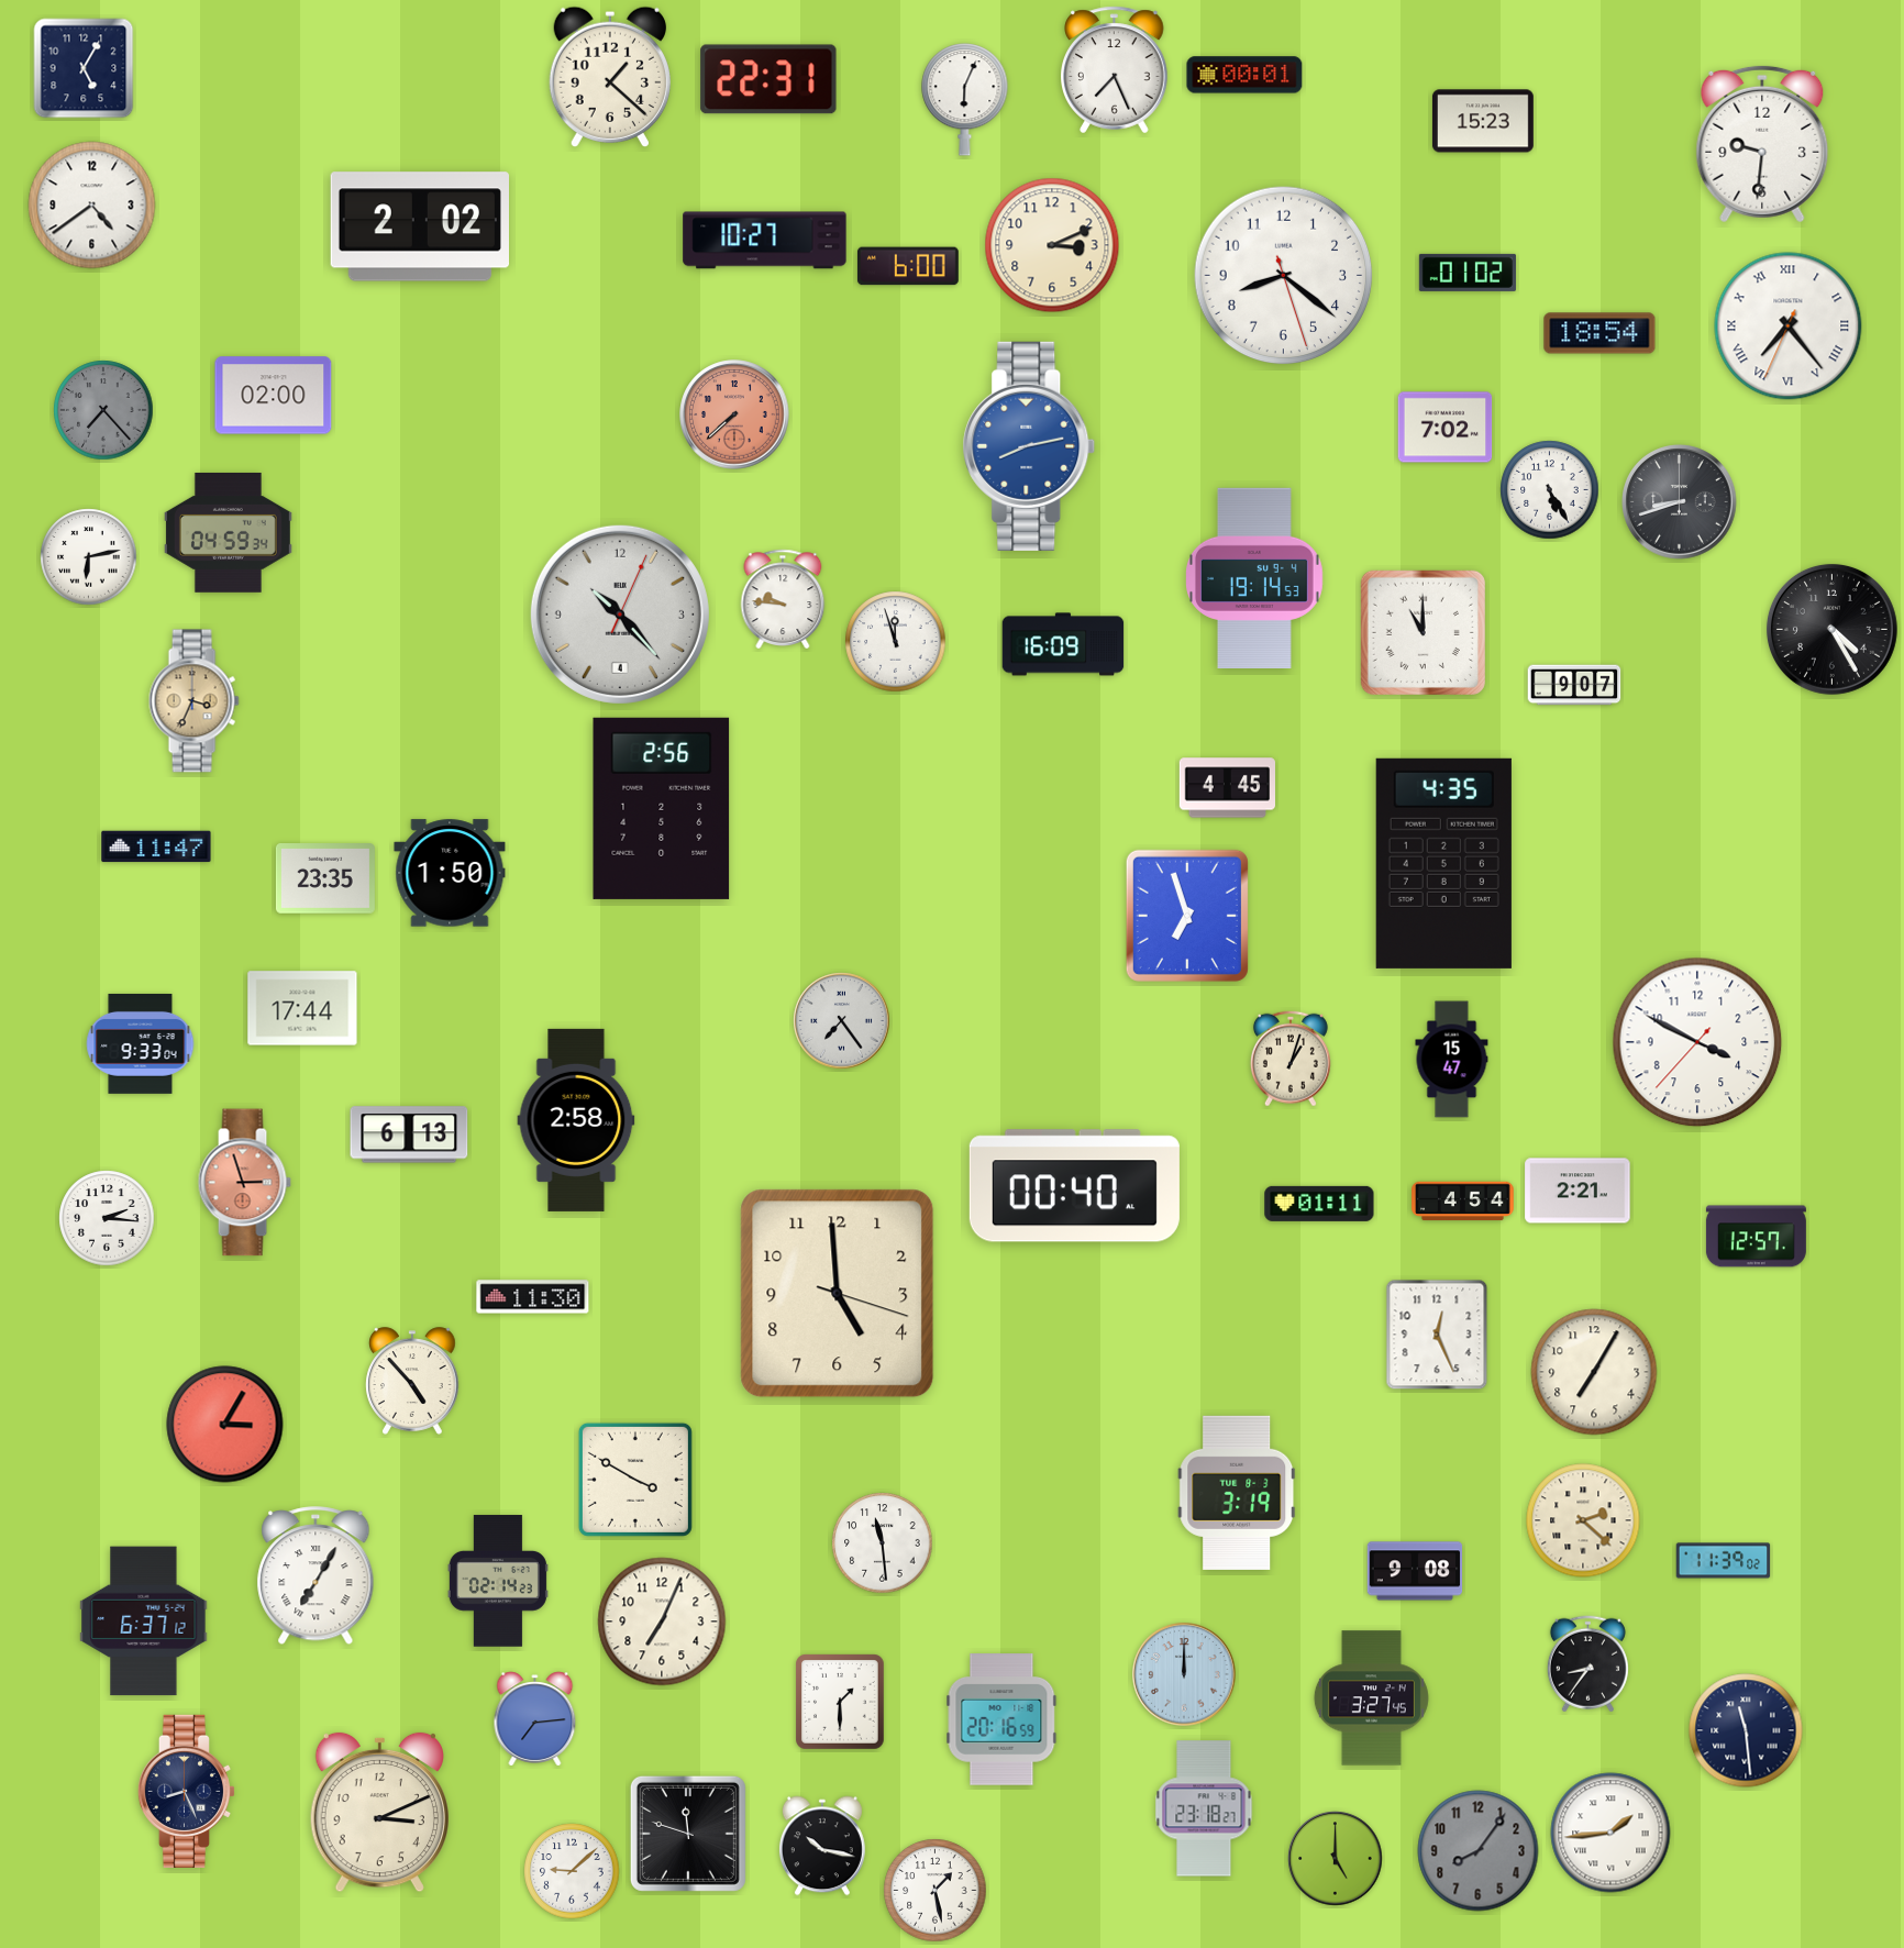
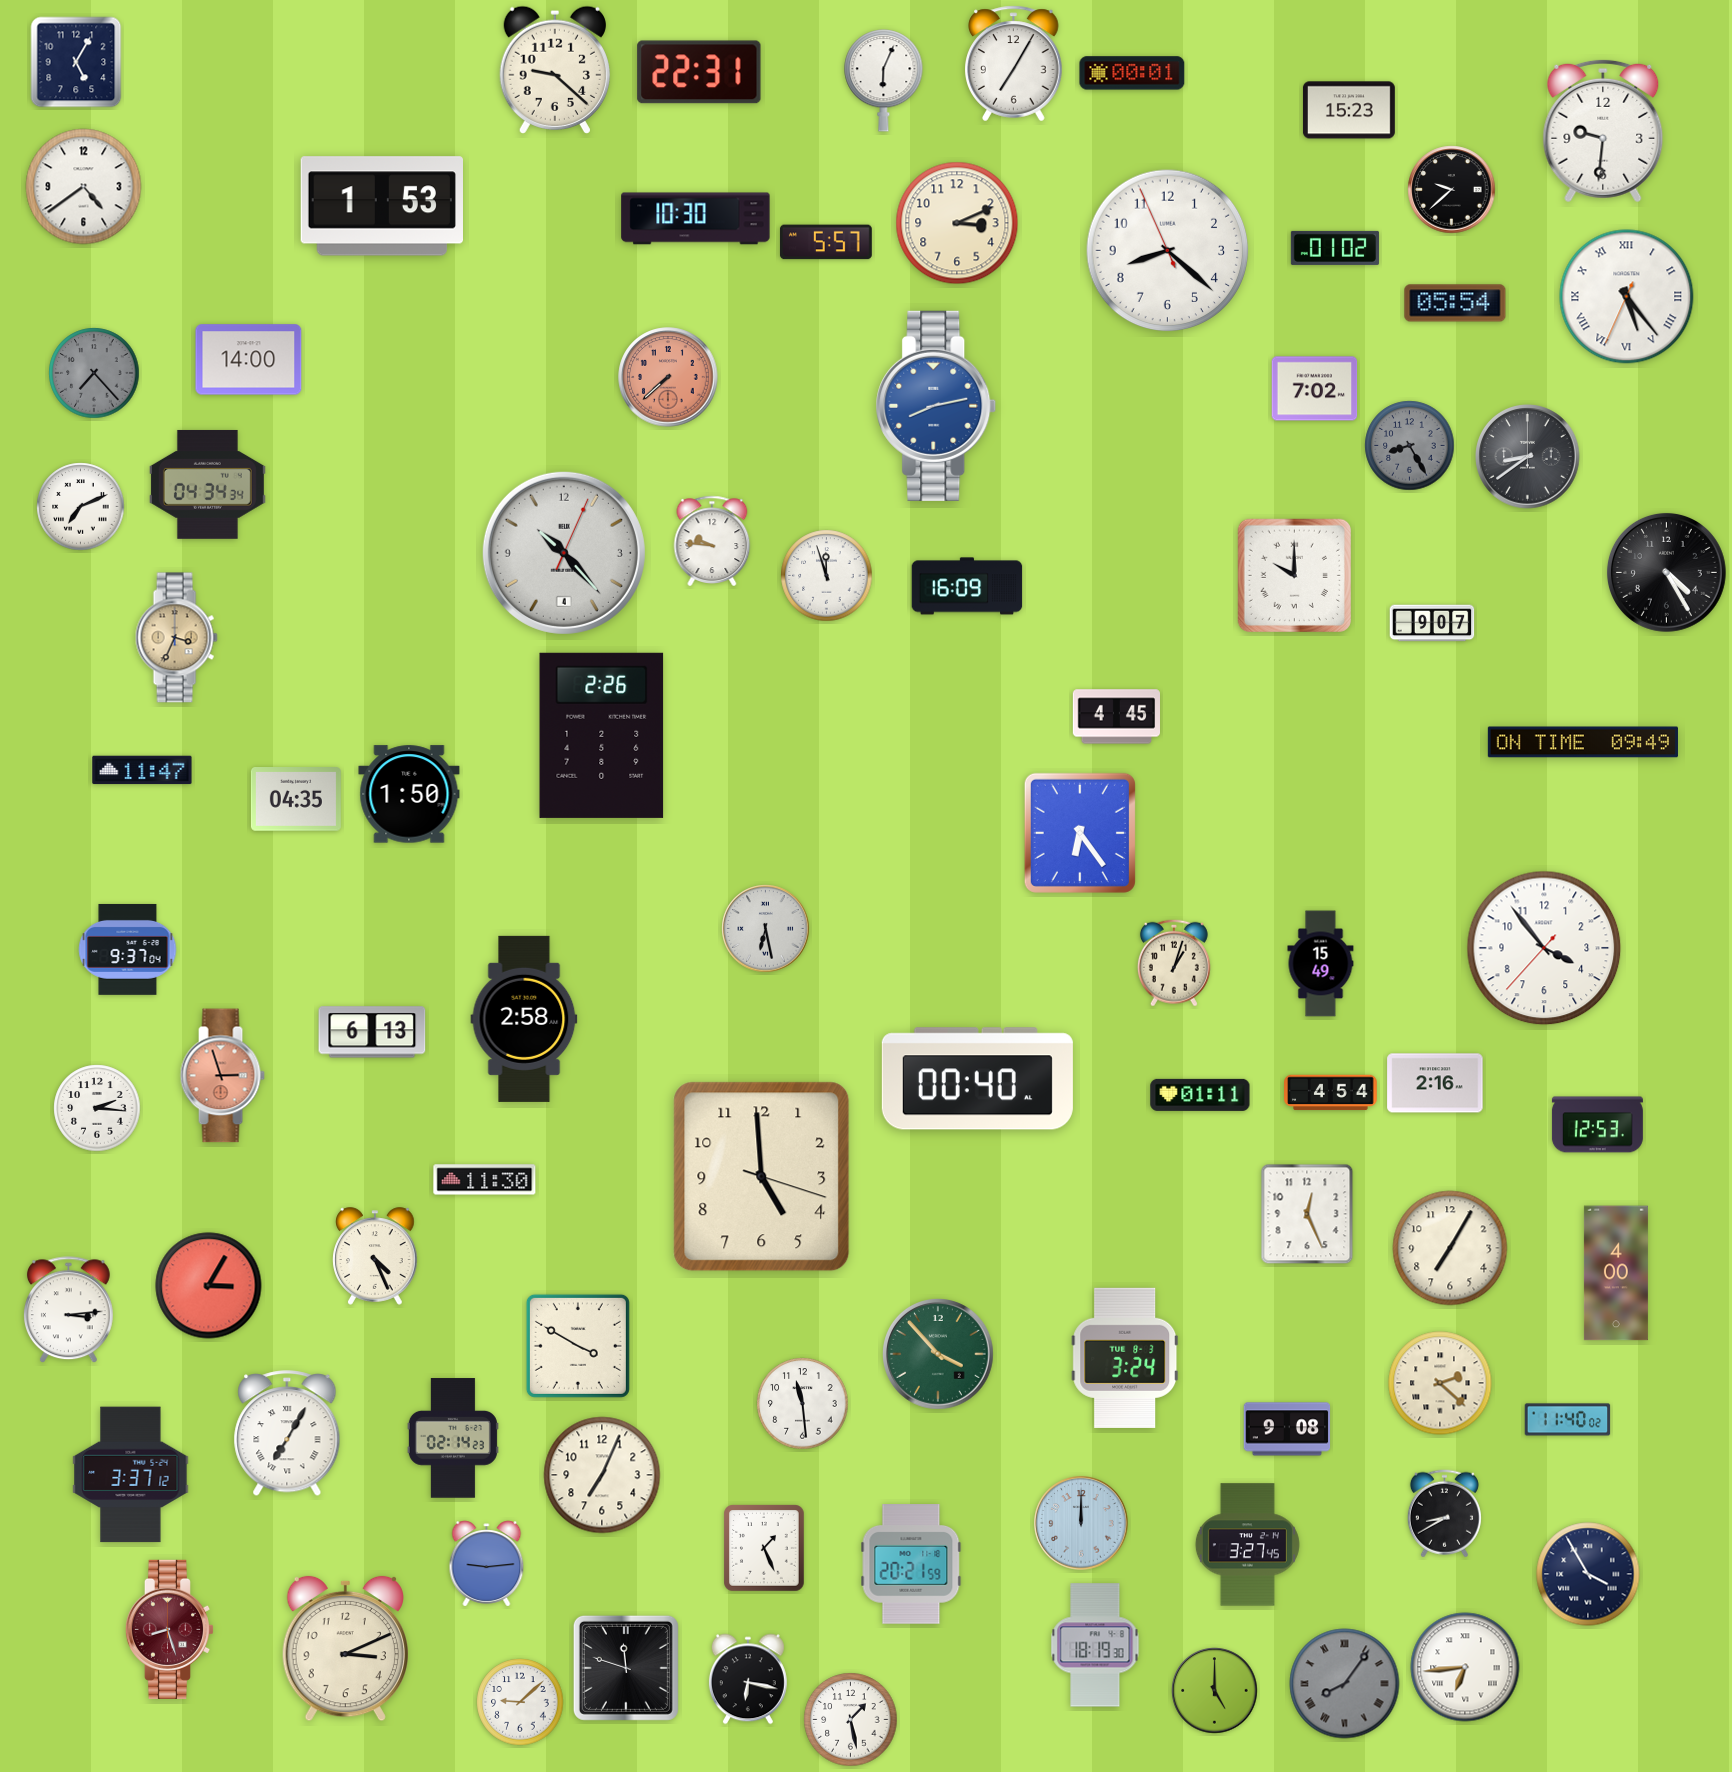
clock at (1115, 70): 7:26 -> 7:05
clock at (1244, 75) position: (1244, 75) -> (1132, 73)
clock at (610, 77): 1:22 -> 9:22
clock at (965, 100) position: (965, 100) -> (884, 81)
clock at (1452, 190): none -> 9:38
clock at (419, 226): 2:02 -> 1:53
clock at (765, 241): 10:27 -> 10:30
clock at (908, 266): 6:00 -> 5:57
clock at (1284, 276): 8:21:27 -> 8:21:56
clock at (1789, 326): 7:23 -> 5:23
clock at (1599, 333): 18:54 -> 05:54
clock at (274, 396): 02:00 -> 14:00
clock at (1550, 490): 5:25 -> 8:25
clock at (1550, 490) dial: white -> grey
clock at (1680, 502): 8:42 -> 8:39
clock at (228, 532): 04:59 -> 04:34
clock at (89, 557): 6:13 -> 7:11
clock at (1255, 578): 19:14 -> none
clock at (783, 599) position: (783, 599) -> (712, 541)
clock at (620, 615) position: (620, 615) -> (564, 553)
clock at (1423, 632): 11:00 -> 10:00
clock at (896, 642) position: (896, 642) -> (827, 576)
clock at (662, 808): 2:56 -> 2:26
clock at (1583, 742): none -> 09:49
clock at (1443, 863): 4:35 -> none
clock at (325, 878): 23:35 -> 04:35
clock at (1187, 916): 6:57 -> 6:24
clock at (302, 1008): 17:44 -> none
clock at (842, 1021): 7:24 -> 6:28
clock at (1697, 1042): 3:49 -> 3:53
clock at (141, 1043): 9:33 -> 9:37
clock at (1452, 1060): 15:47 -> 15:49
clock at (1578, 1191): 2:21 -> 2:16
clock at (1756, 1237): 12:57 -> 12:53
clock at (412, 1381): 4:53 -> 4:26
clock at (1616, 1273): none -> 4:00
clock at (225, 1425) position: (225, 1425) -> (209, 1286)
clock at (68, 1310): none -> 3:14
clock at (939, 1355): none -> 3:53
clock at (1237, 1493): 3:19 -> 3:24
clock at (1724, 1561): 11:39 -> 11:40
clock at (144, 1622): 6:37 -> 3:37
clock at (1587, 1664): 8:36 -> 8:40
clock at (1184, 1674) position: (1184, 1674) -> (1081, 1523)
clock at (840, 1702): 1:30 -> 1:26
clock at (535, 1719): 7:14 -> 9:14
clock at (1001, 1719): 20:16 -> 20:21
clock at (1746, 1730): 11:29 -> 3:55
clock at (186, 1791): 8:26 -> 8:27
clock at (186, 1791) dial: navy -> burgundy
clock at (1204, 1808): 23:18 -> 18:19
clock at (1610, 1833): 1:44 -> 6:44
clock at (822, 1846): 10:17 -> 6:17
clock at (1479, 1851) numerals: Arabic -> Roman
